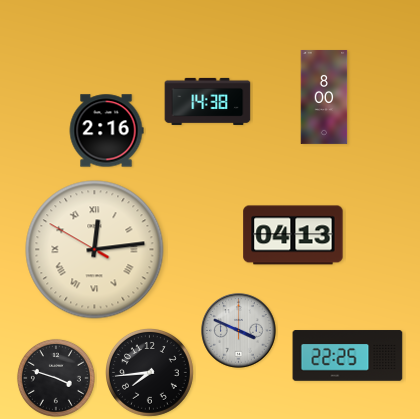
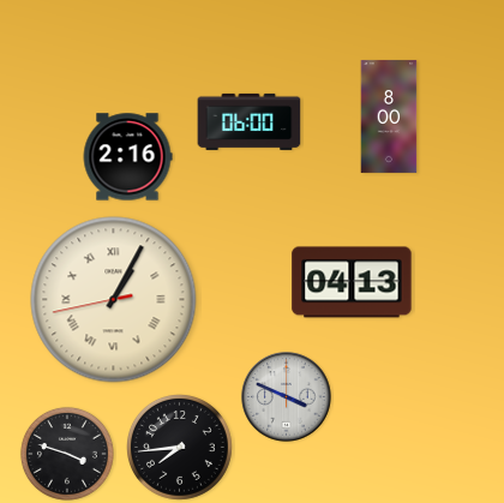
clock at (208, 101): 14:38 -> 06:00
clock at (95, 250): 12:13 -> 1:04
clock at (348, 356): 22:25 -> none
